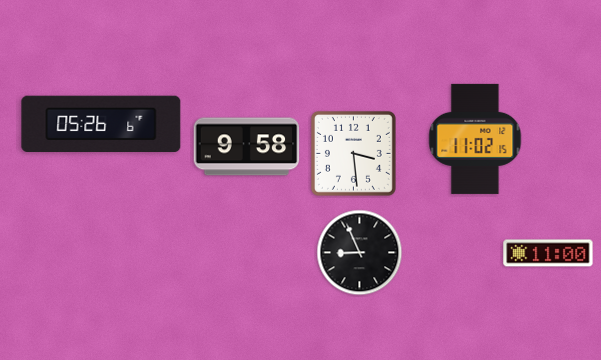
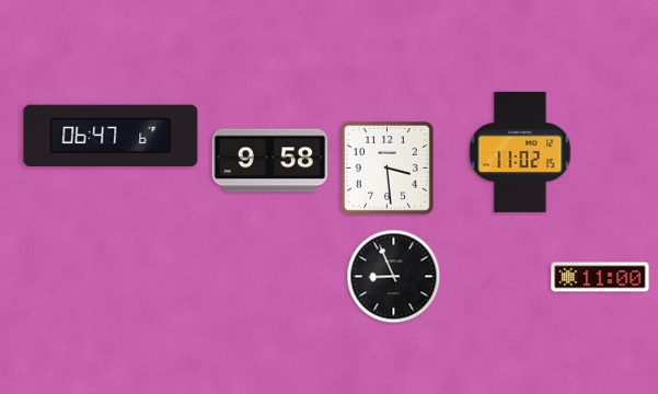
clock at (101, 123): 05:26 -> 06:47
